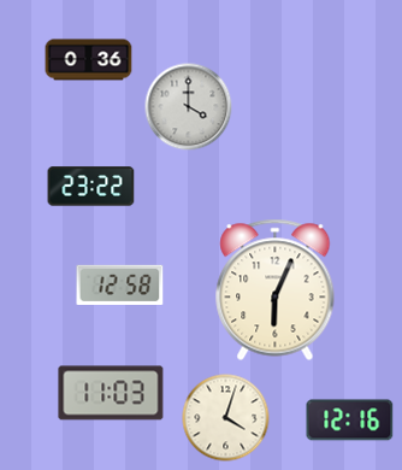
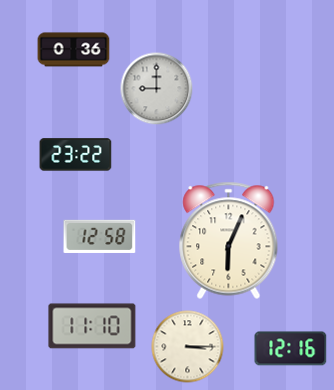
clock at (189, 107): 4:00 -> 9:00
clock at (111, 393): 11:03 -> 11:10
clock at (226, 418): 4:03 -> 3:15
